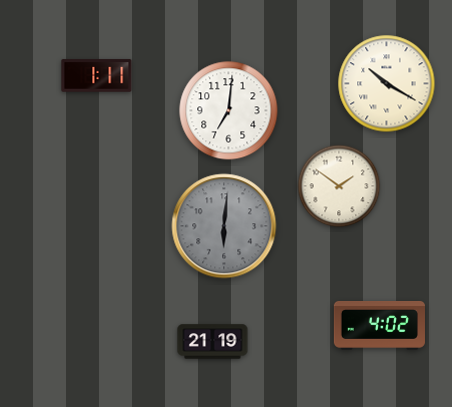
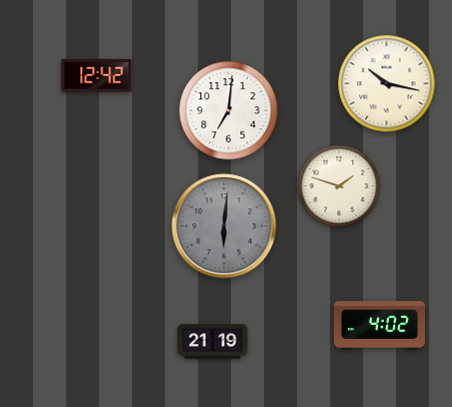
clock at (97, 76): 1:11 -> 12:42
clock at (387, 84): 10:20 -> 10:17
clock at (339, 186): 1:51 -> 1:48
